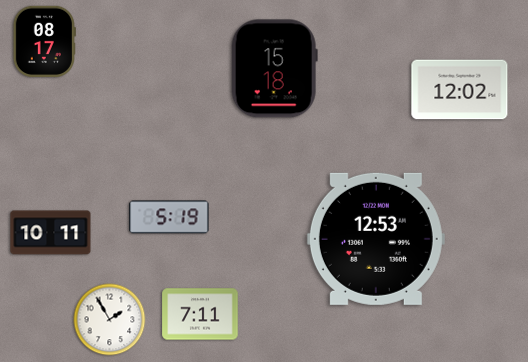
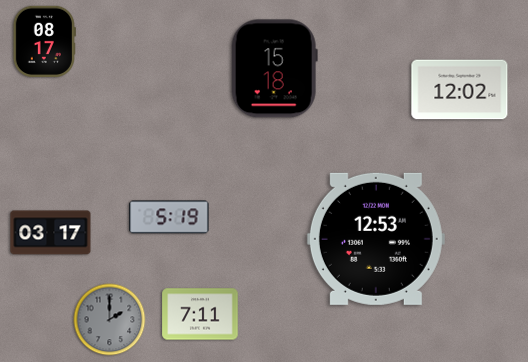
clock at (51, 233): 10:11 -> 03:17
clock at (110, 320): 1:55 -> 2:00
clock at (110, 320) dial: white -> grey
